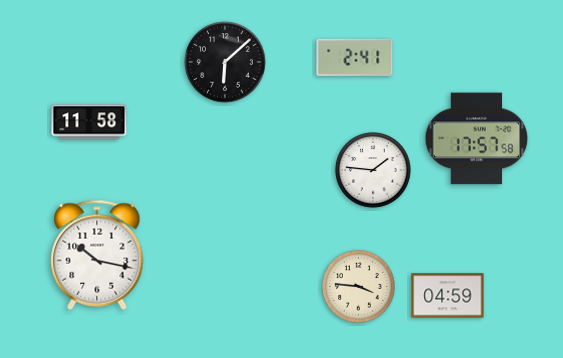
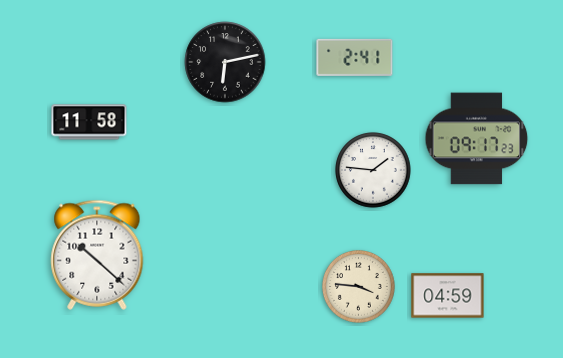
clock at (225, 62): 6:08 -> 6:13
clock at (477, 139): 17:57 -> 09:17
clock at (97, 255): 10:17 -> 10:22
